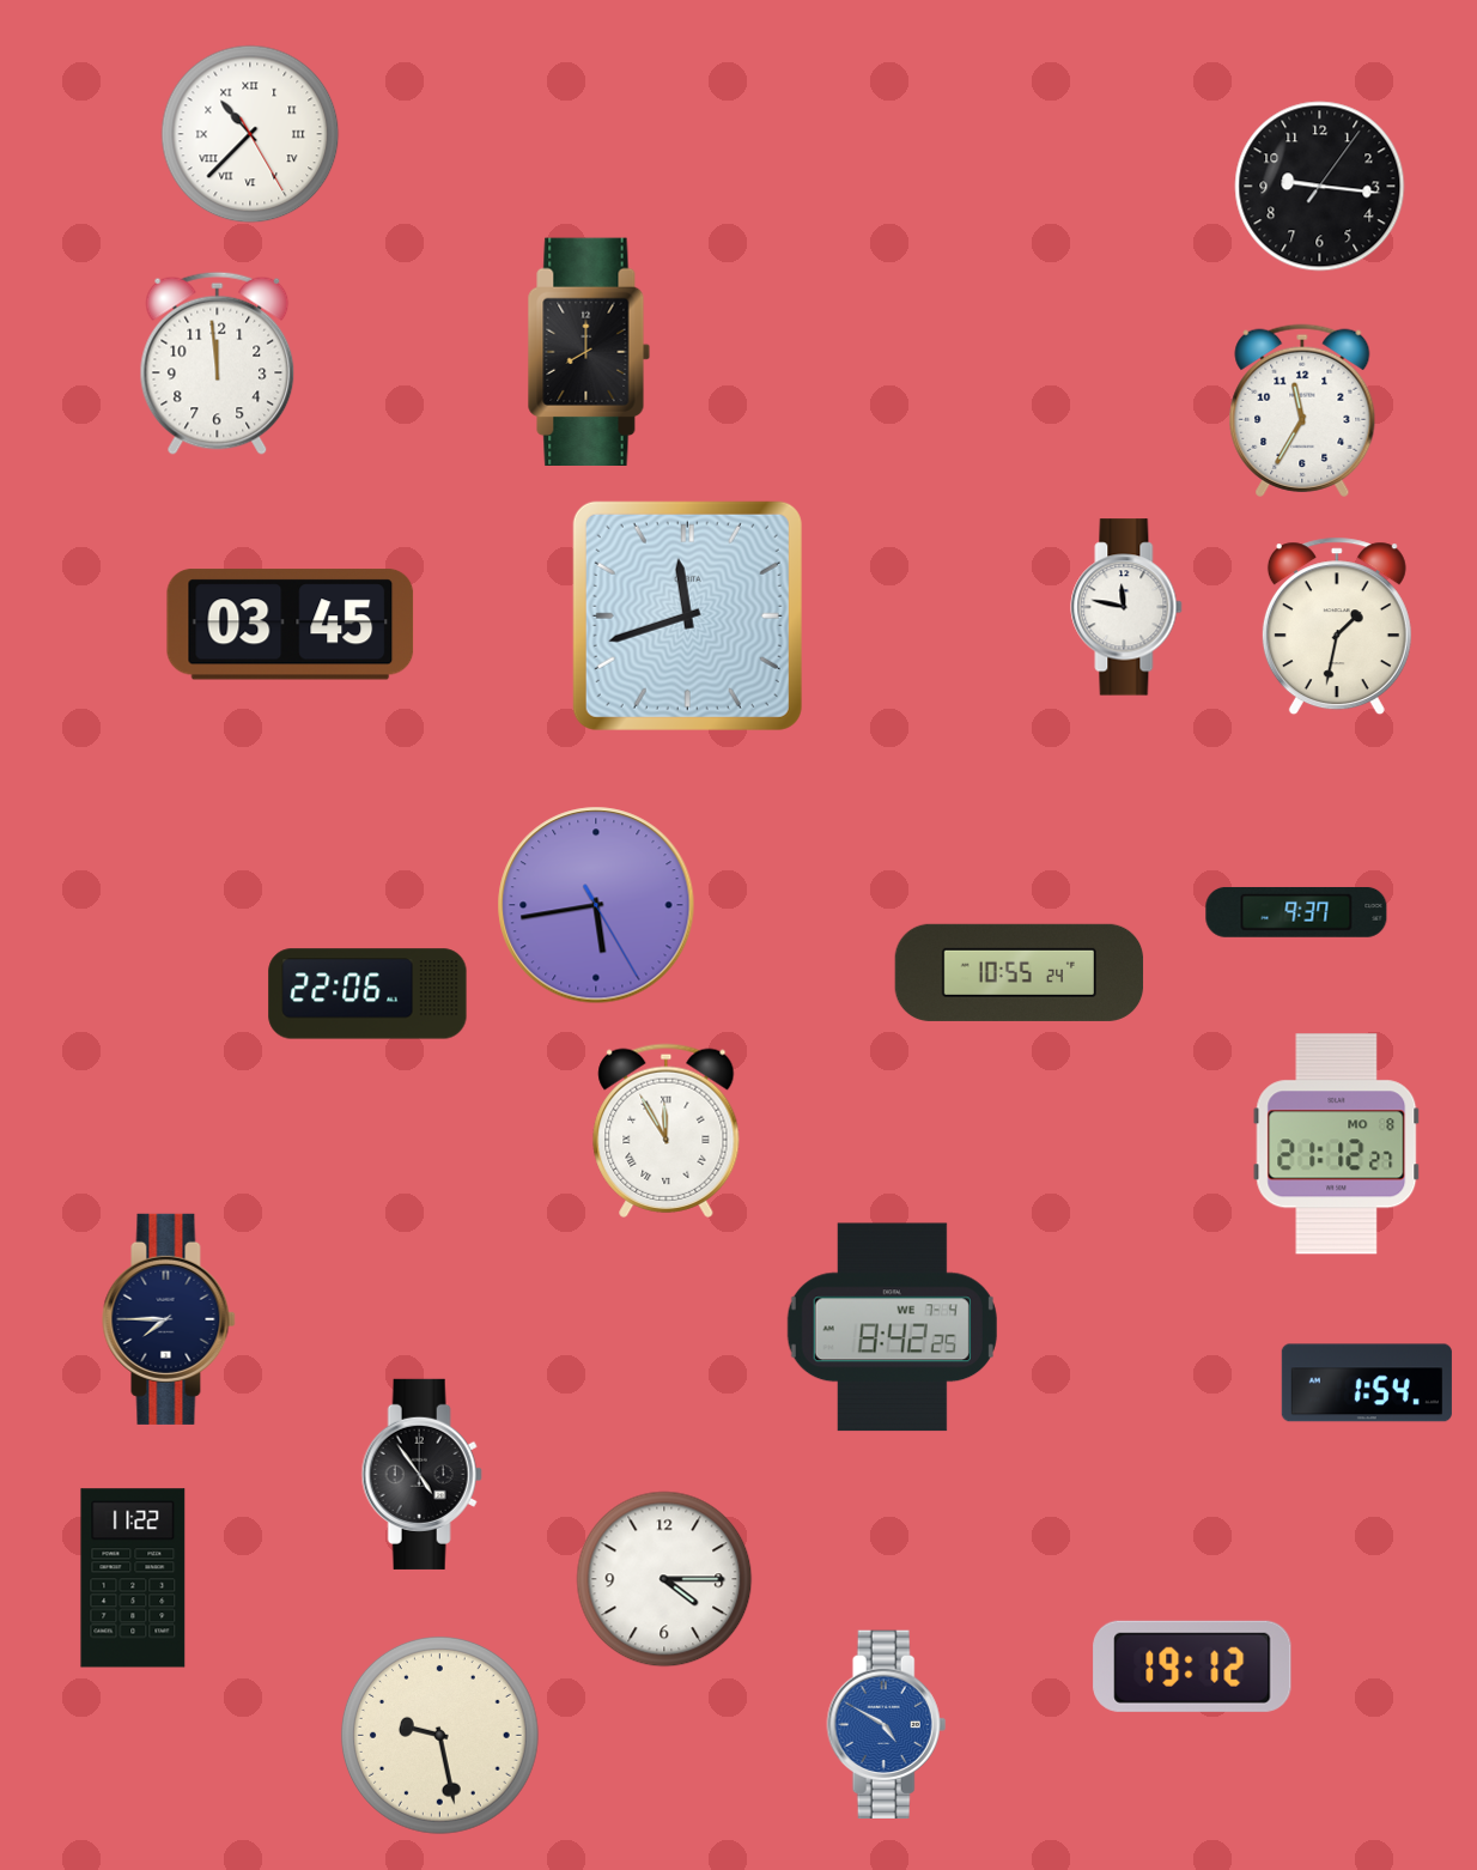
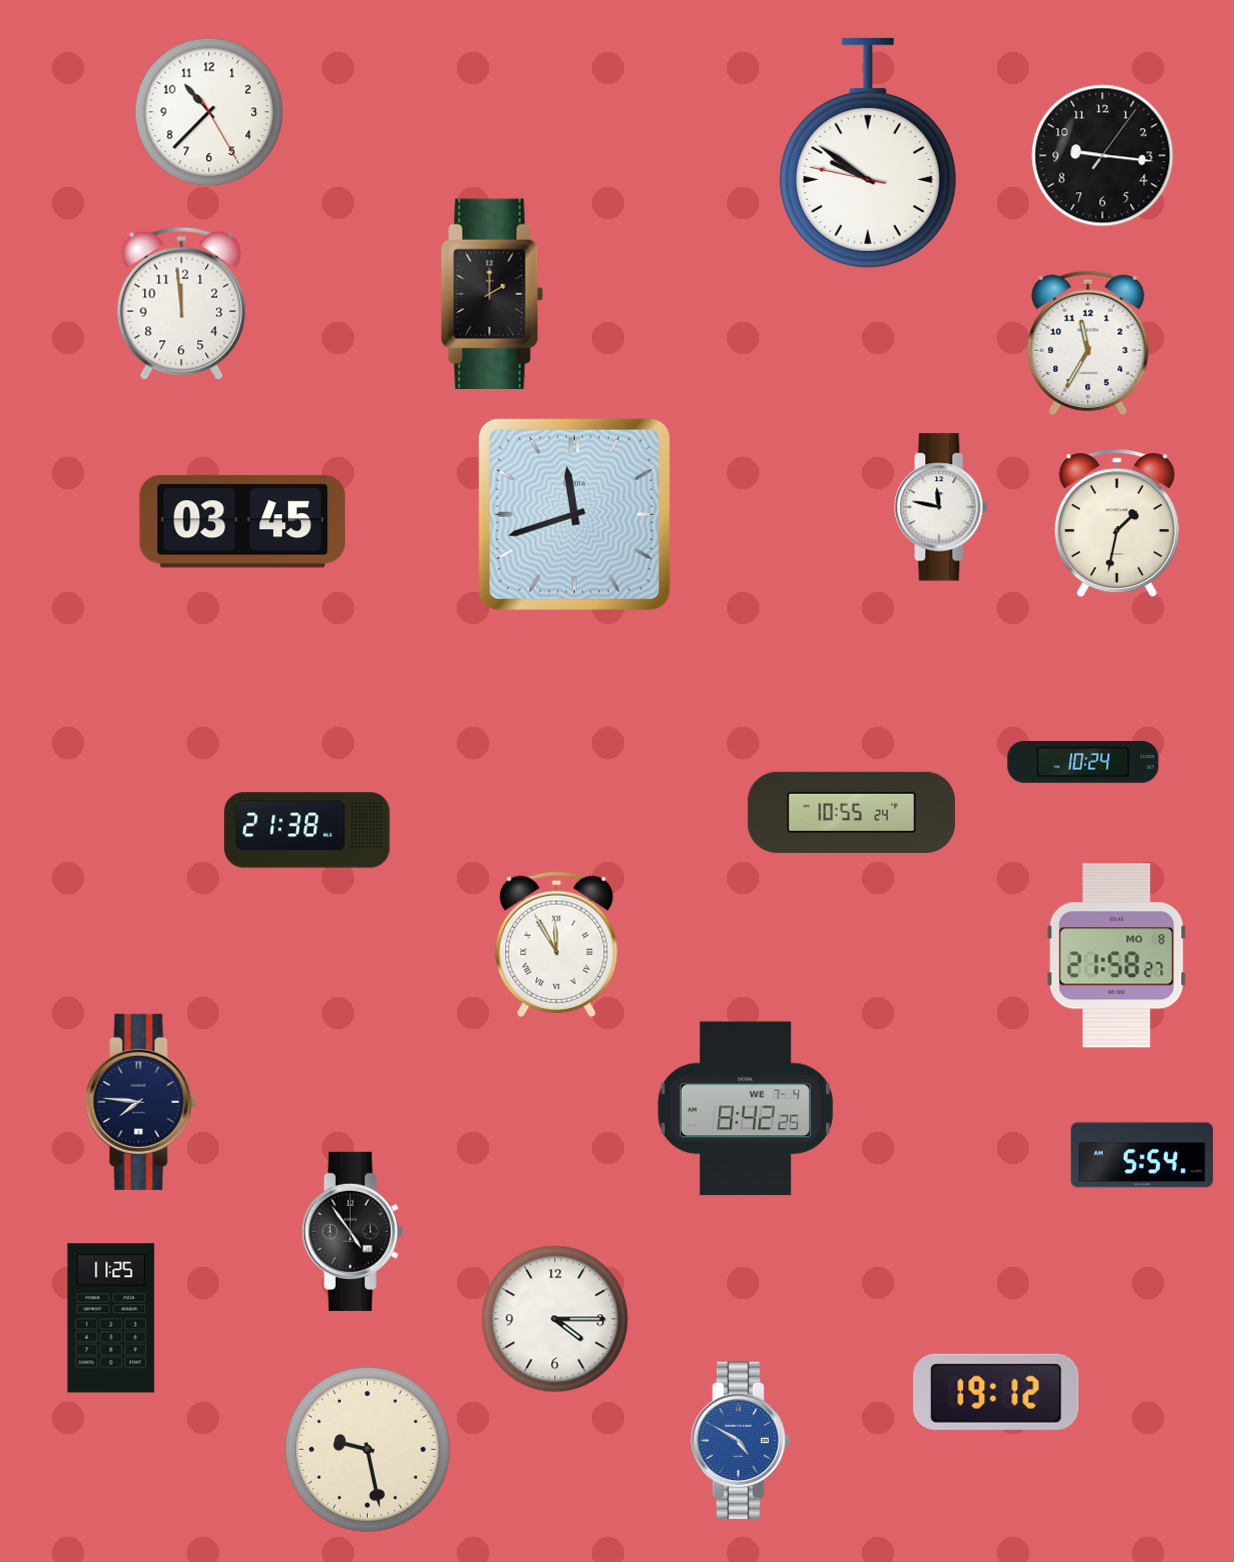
clock at (250, 134) numerals: Roman -> Arabic
clock at (868, 153): none -> 9:50
clock at (589, 351): 8:00 -> 2:00
clock at (596, 905): 5:43 -> none
clock at (1296, 912): 9:37 -> 10:24
clock at (367, 994): 22:06 -> 21:38
clock at (1337, 1145): 21:12 -> 21:58
clock at (169, 1319): 7:45 -> 7:46
clock at (1367, 1383): 1:54 -> 5:54
clock at (133, 1578): 11:22 -> 11:25
